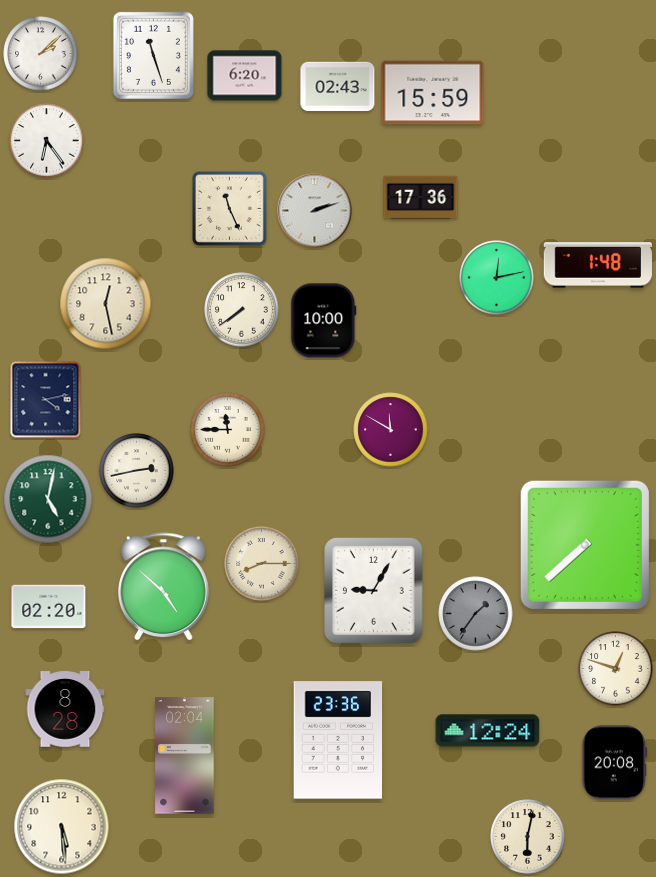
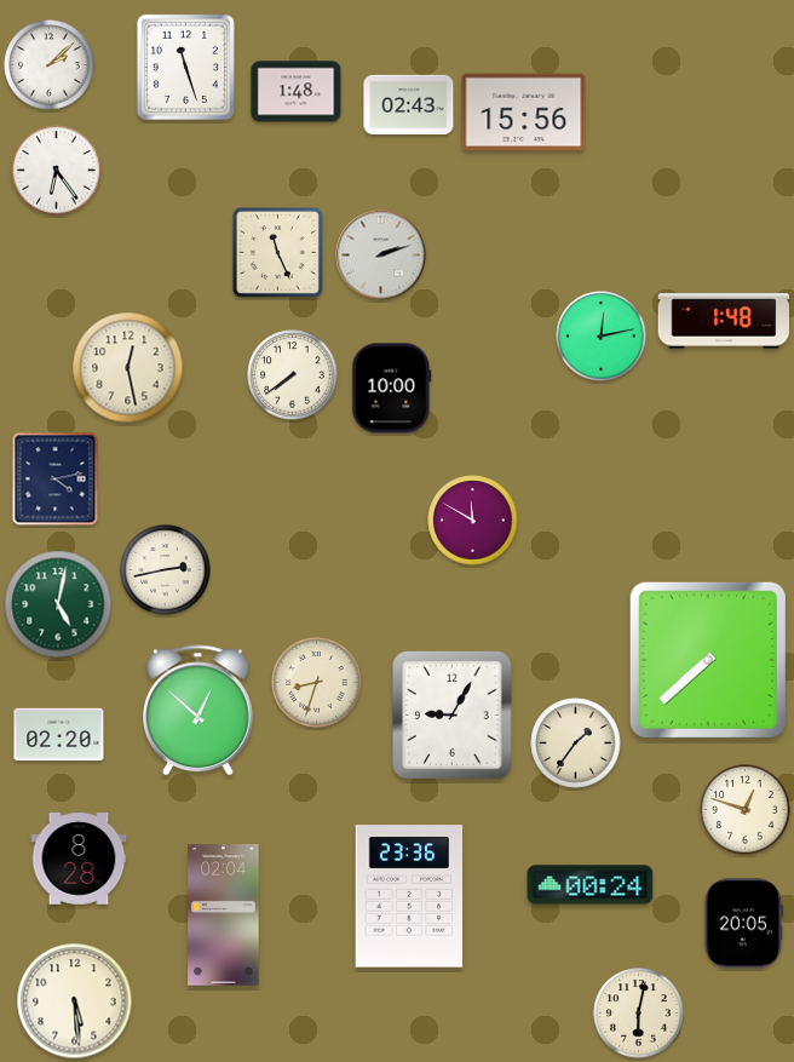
clock at (245, 76): 6:20 -> 1:48
clock at (433, 93): 15:59 -> 15:56
clock at (421, 197): 17:36 -> none
clock at (46, 400) position: (46, 400) -> (56, 480)
clock at (228, 430): 11:45 -> none
clock at (262, 564): 8:15 -> 8:33
clock at (163, 587): 4:52 -> 12:52
clock at (476, 614) dial: grey -> cream
clock at (488, 731): 12:24 -> 00:24
clock at (615, 763): 20:08 -> 20:05
